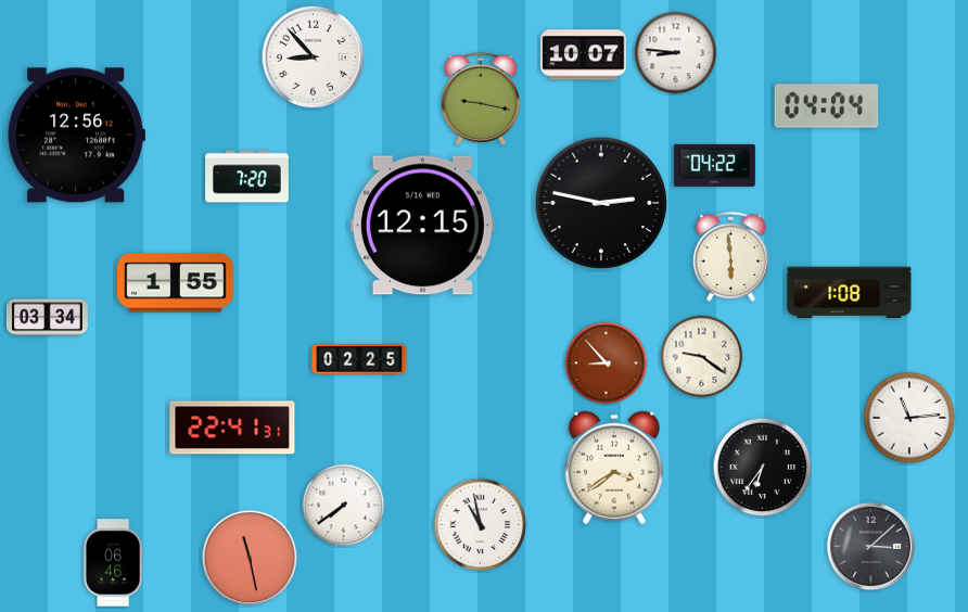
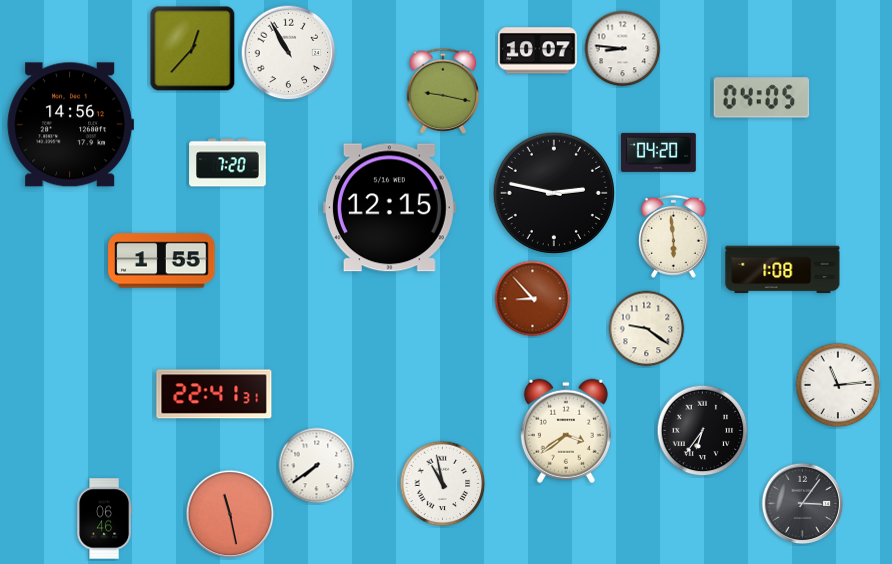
clock at (193, 49): none -> 12:37
clock at (314, 58): 8:53 -> 10:55
clock at (827, 106): 04:04 -> 04:05
clock at (76, 136): 12:56 -> 14:56
clock at (714, 165): 04:22 -> 04:20
clock at (601, 203) position: (601, 203) -> (554, 193)
clock at (48, 318): 03:34 -> none
clock at (359, 359): 02:25 -> none
clock at (607, 364) position: (607, 364) -> (533, 299)
clock at (871, 547): 3:08 -> 3:06
